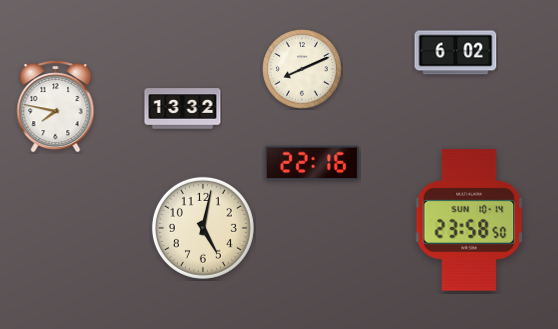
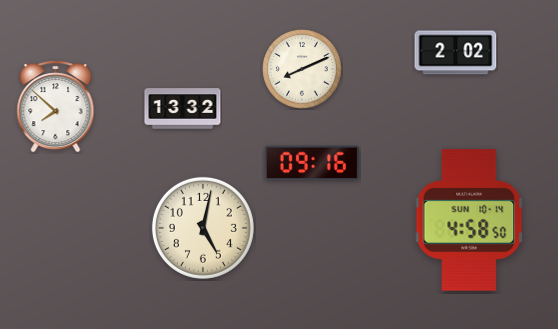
clock at (456, 53): 6:02 -> 2:02
clock at (56, 107): 7:47 -> 7:52
clock at (312, 163): 22:16 -> 09:16
clock at (469, 220): 23:58 -> 4:58
